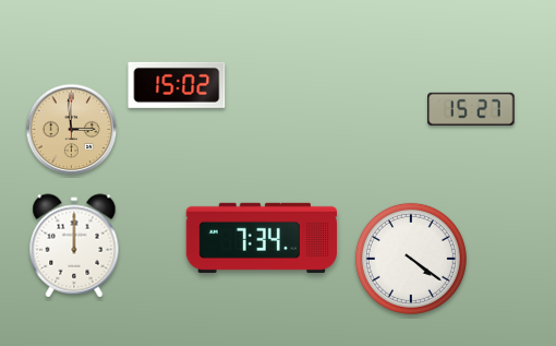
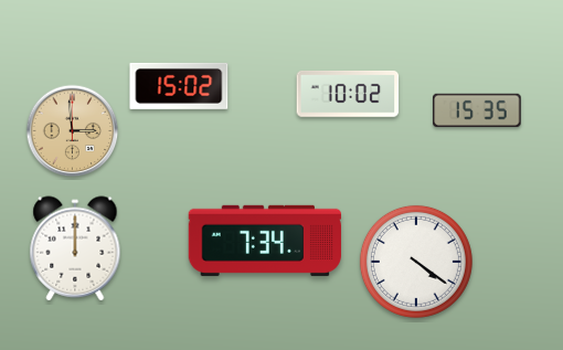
clock at (348, 94): none -> 10:02
clock at (471, 109): 15:27 -> 15:35
